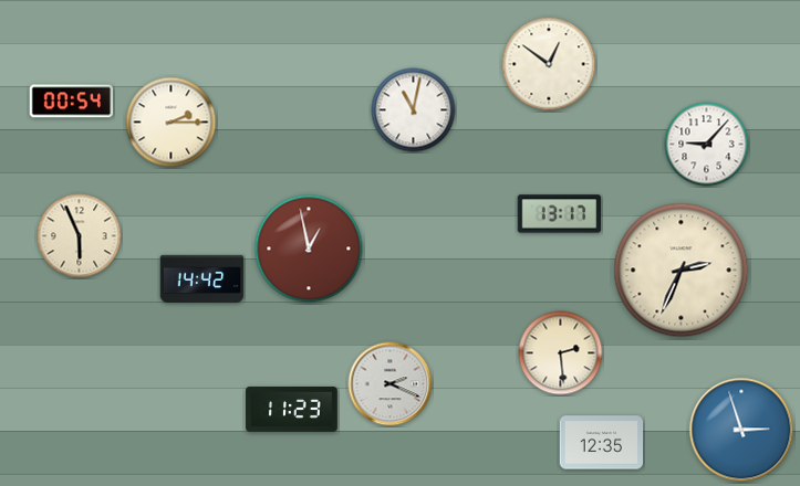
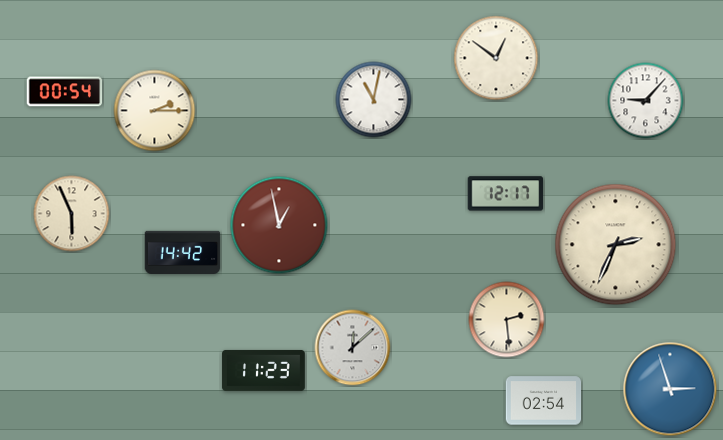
clock at (707, 145) position: (707, 145) -> (646, 101)
clock at (560, 214): 13:17 -> 12:17
clock at (391, 384): 2:19 -> 12:08
clock at (602, 443): 12:35 -> 02:54
